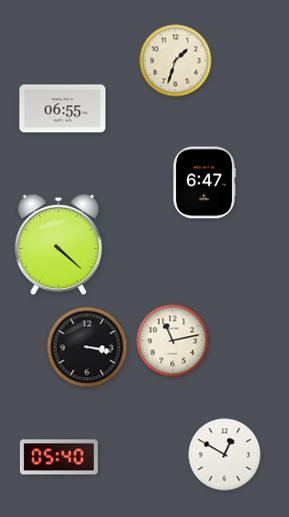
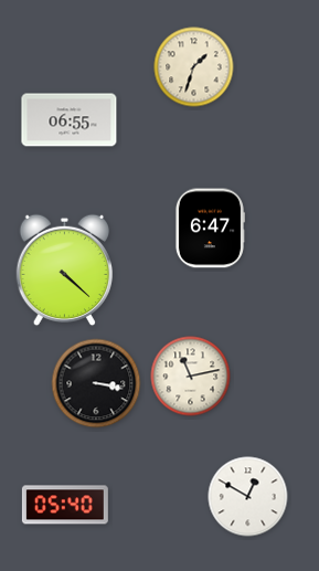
clock at (204, 183) position: (204, 183) -> (210, 229)
clock at (225, 455) position: (225, 455) -> (248, 497)
